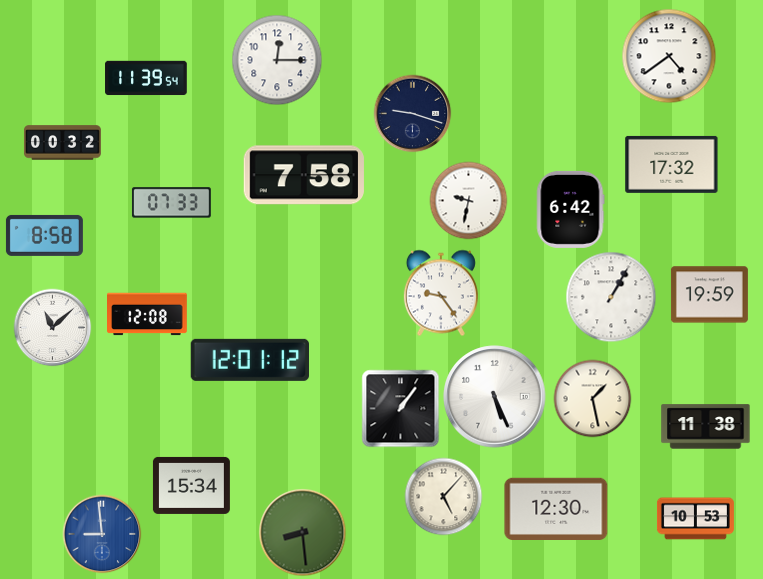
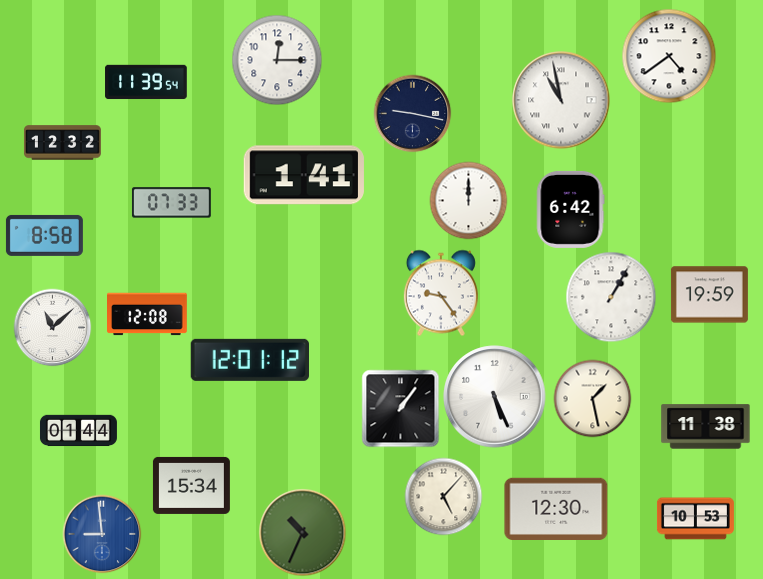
clock at (146, 78) position: (146, 78) -> (146, 82)
clock at (561, 100): none -> 10:58
clock at (412, 113): 9:18 -> 9:17
clock at (62, 143): 00:32 -> 12:32
clock at (672, 164): 17:32 -> none
clock at (304, 175): 7:58 -> 1:41
clock at (468, 200): 9:32 -> 12:00
clock at (78, 431): none -> 01:44
clock at (302, 532): 8:29 -> 10:34
